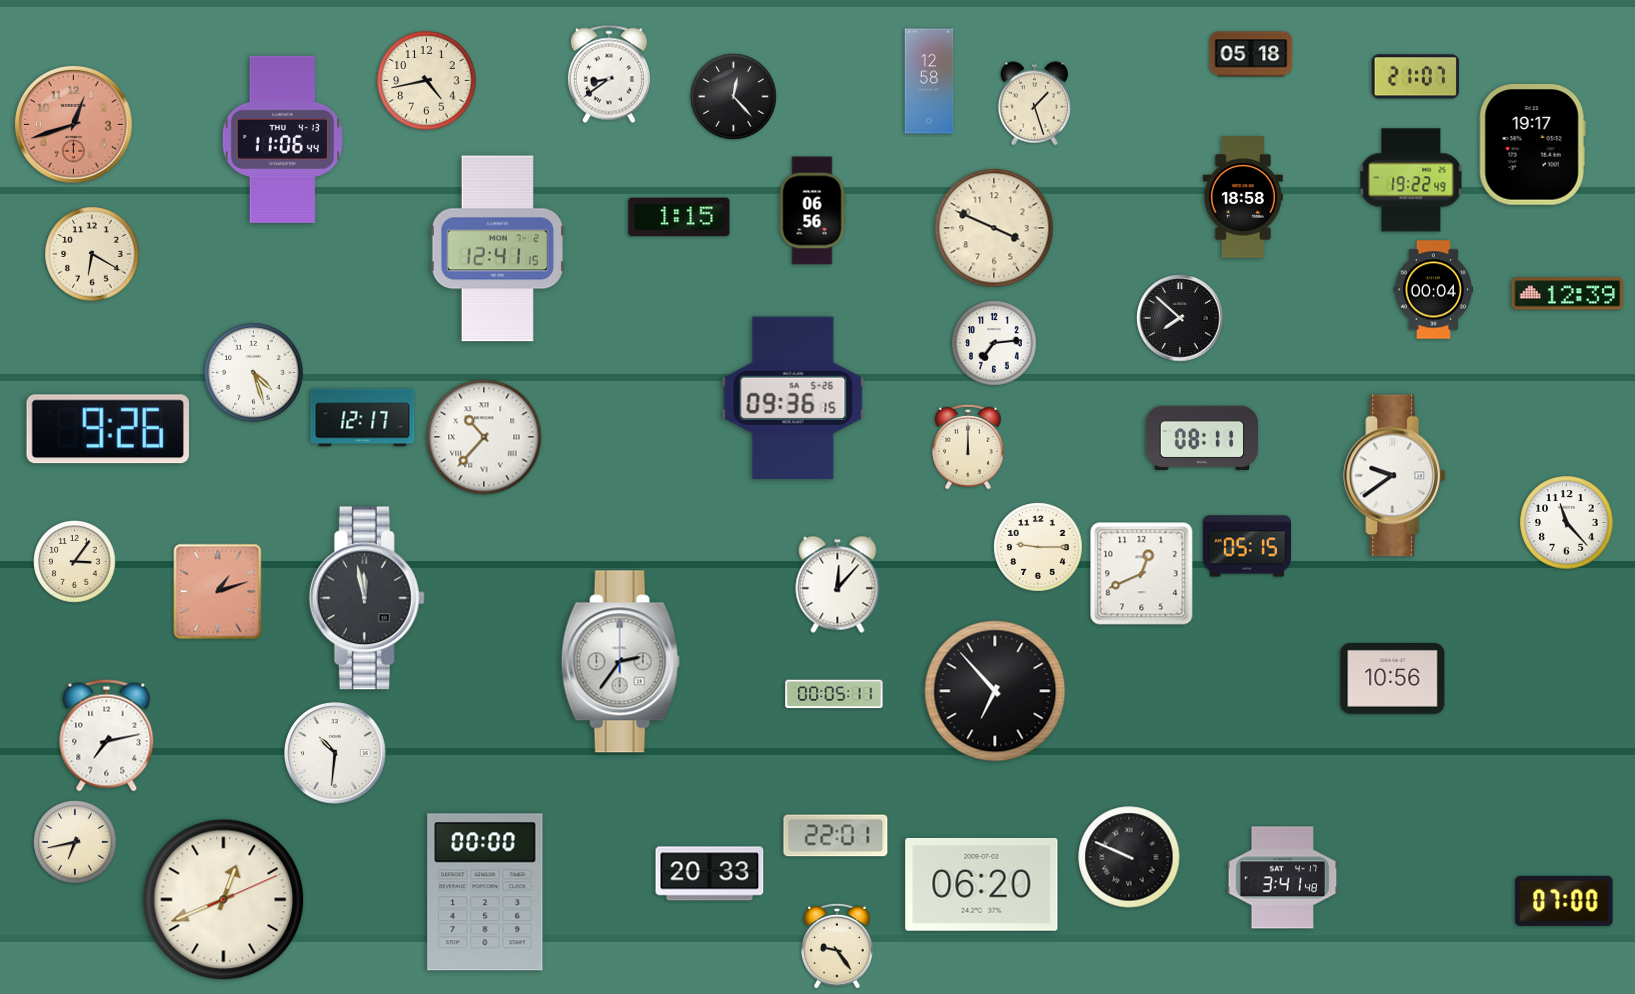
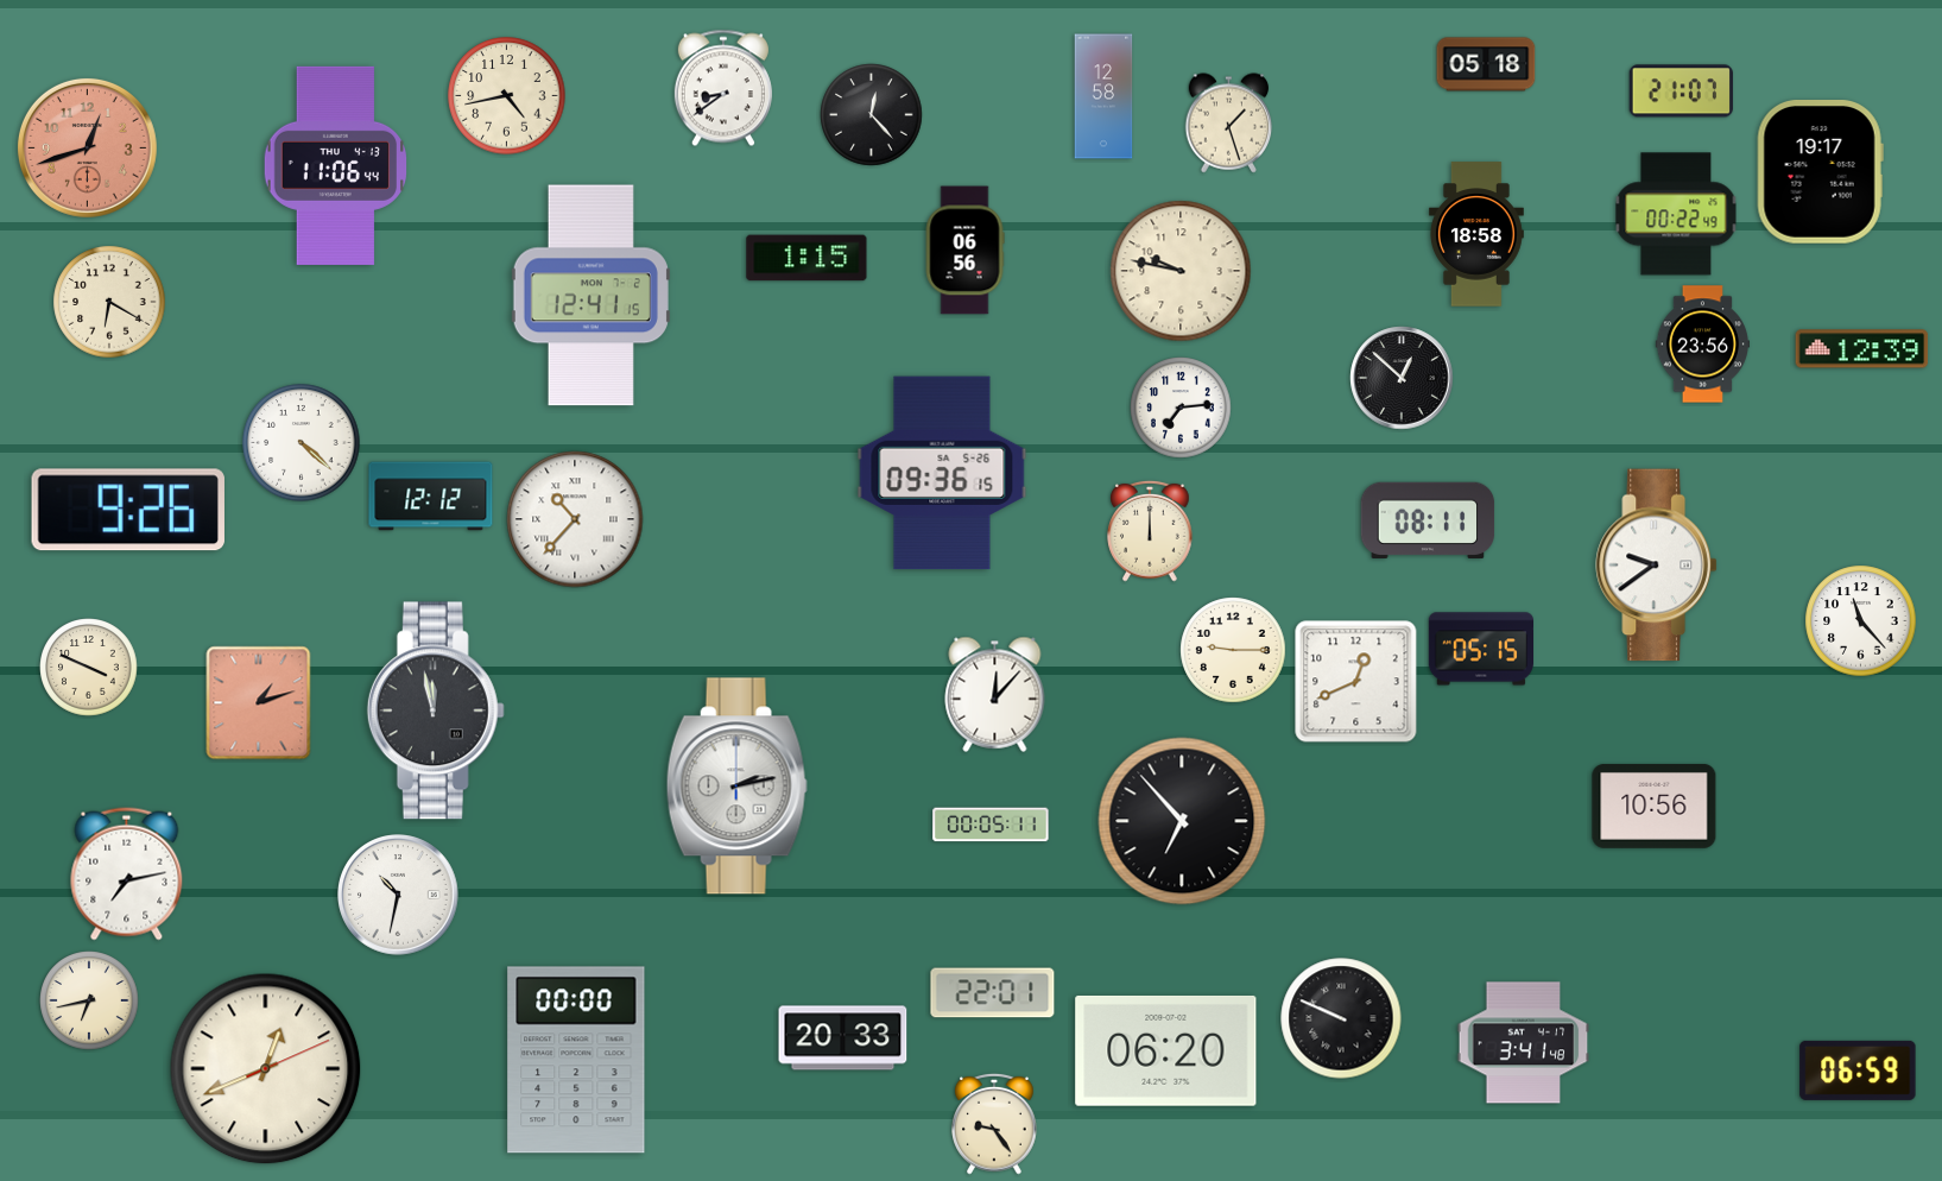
clock at (1411, 180): 19:22 -> 00:22
clock at (994, 228): 3:49 -> 9:47
clock at (1433, 290): 00:04 -> 23:56
clock at (1180, 318): 7:52 -> 12:52
clock at (254, 373): 4:27 -> 4:22
clock at (363, 418): 12:17 -> 12:12
clock at (75, 562): 3:06 -> 3:49
clock at (620, 662): 2:36 -> 2:13
clock at (336, 754): 10:31 -> 10:32
clock at (1564, 901): 07:00 -> 06:59
